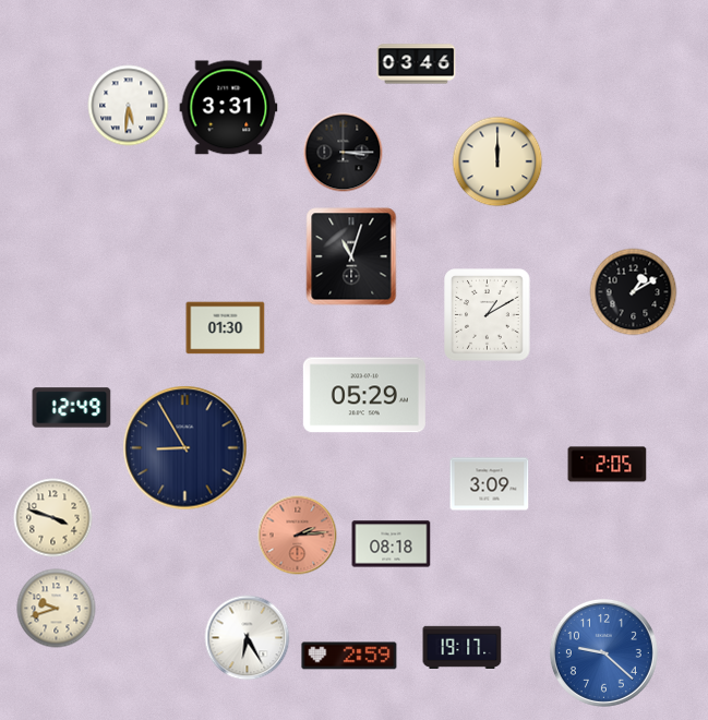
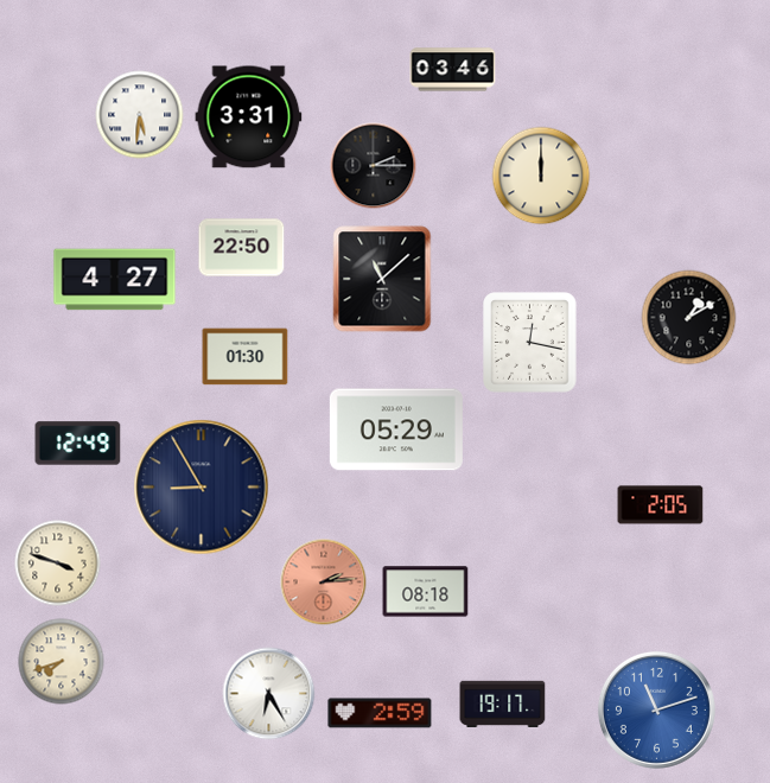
clock at (344, 153): 3:15 -> 2:15
clock at (242, 248): none -> 22:50
clock at (351, 256): 11:03 -> 11:08
clock at (115, 280): none -> 4:27
clock at (488, 315): 1:10 -> 12:17
clock at (490, 484): 3:09 -> none
clock at (57, 609): 9:42 -> 7:42
clock at (603, 652): 9:22 -> 11:12
